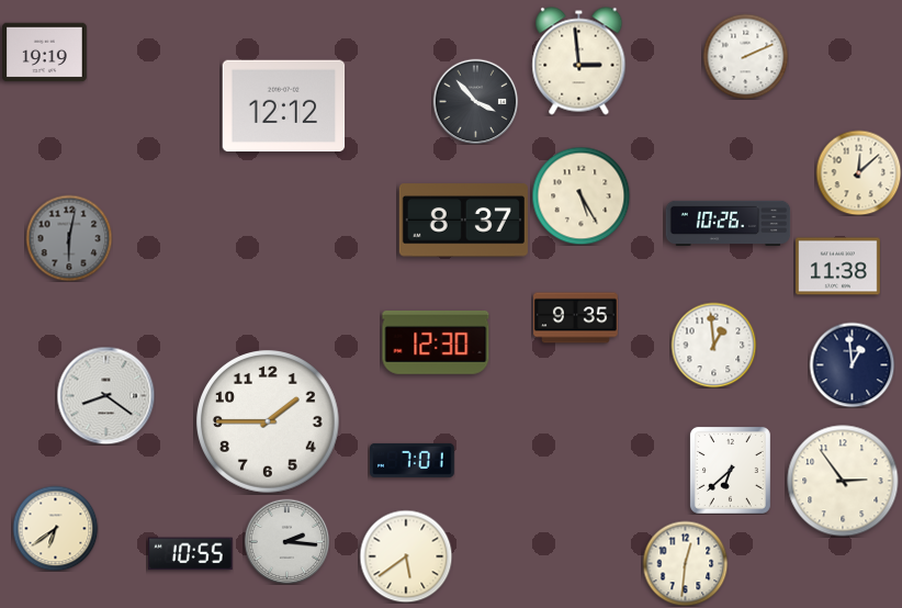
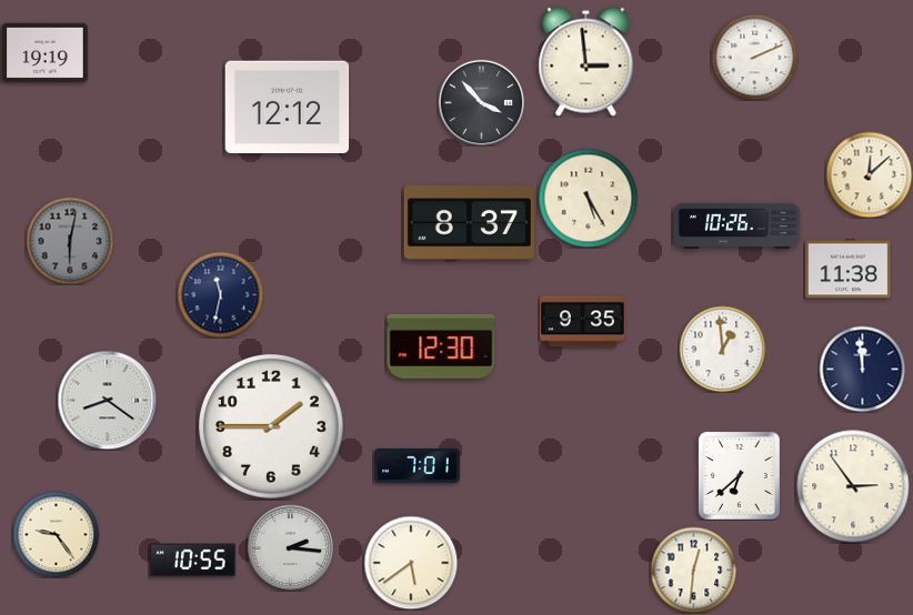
clock at (220, 294): none -> 11:32
clock at (852, 364): 12:59 -> 11:59
clock at (55, 528): 6:39 -> 9:24
